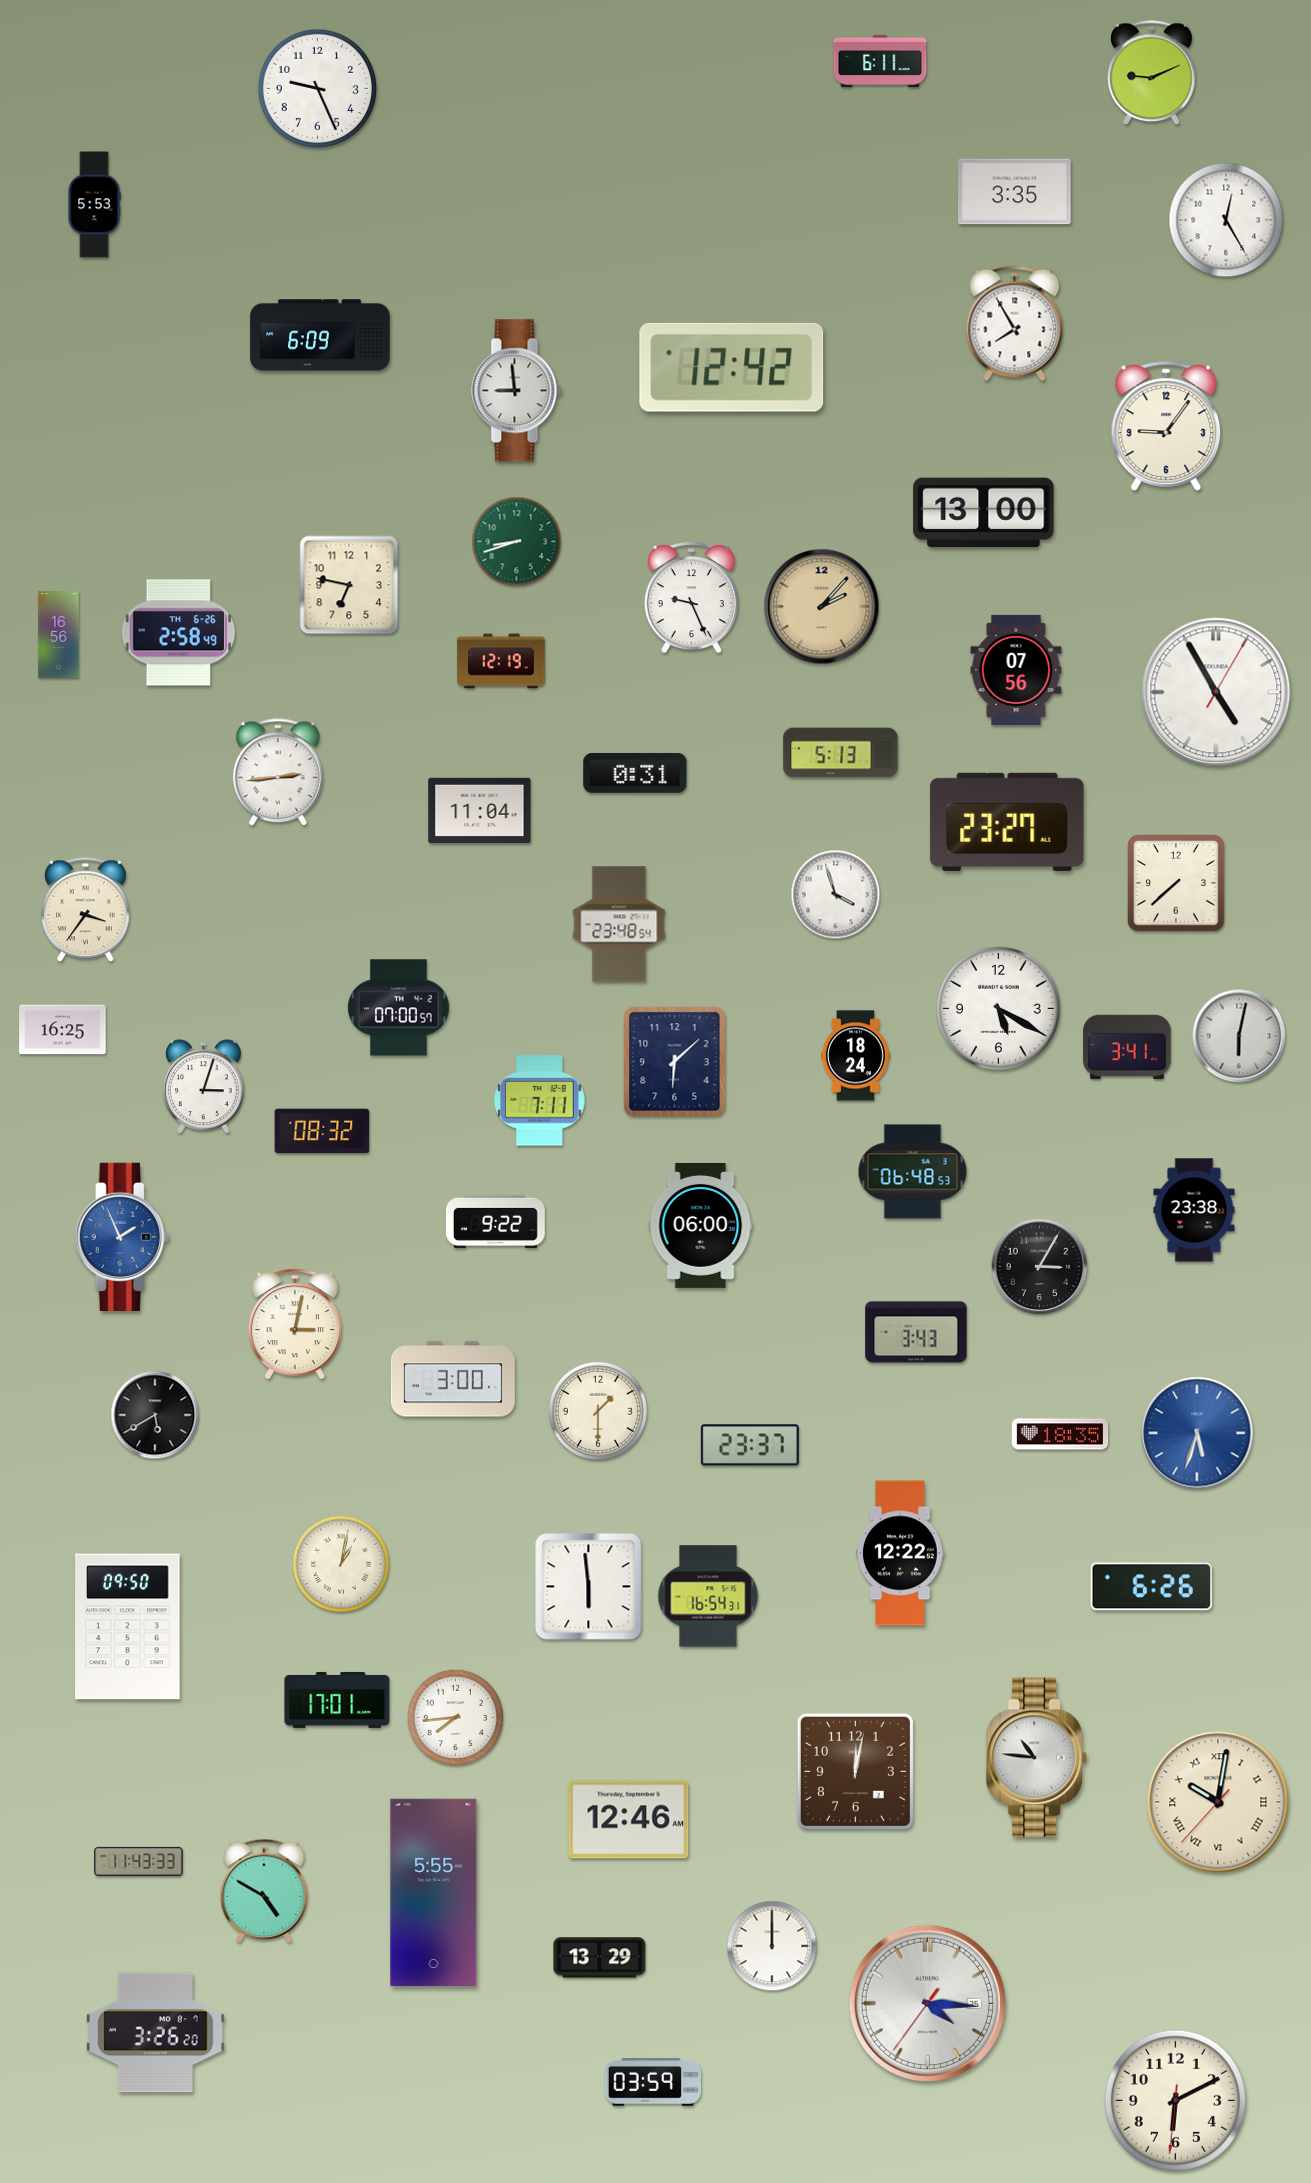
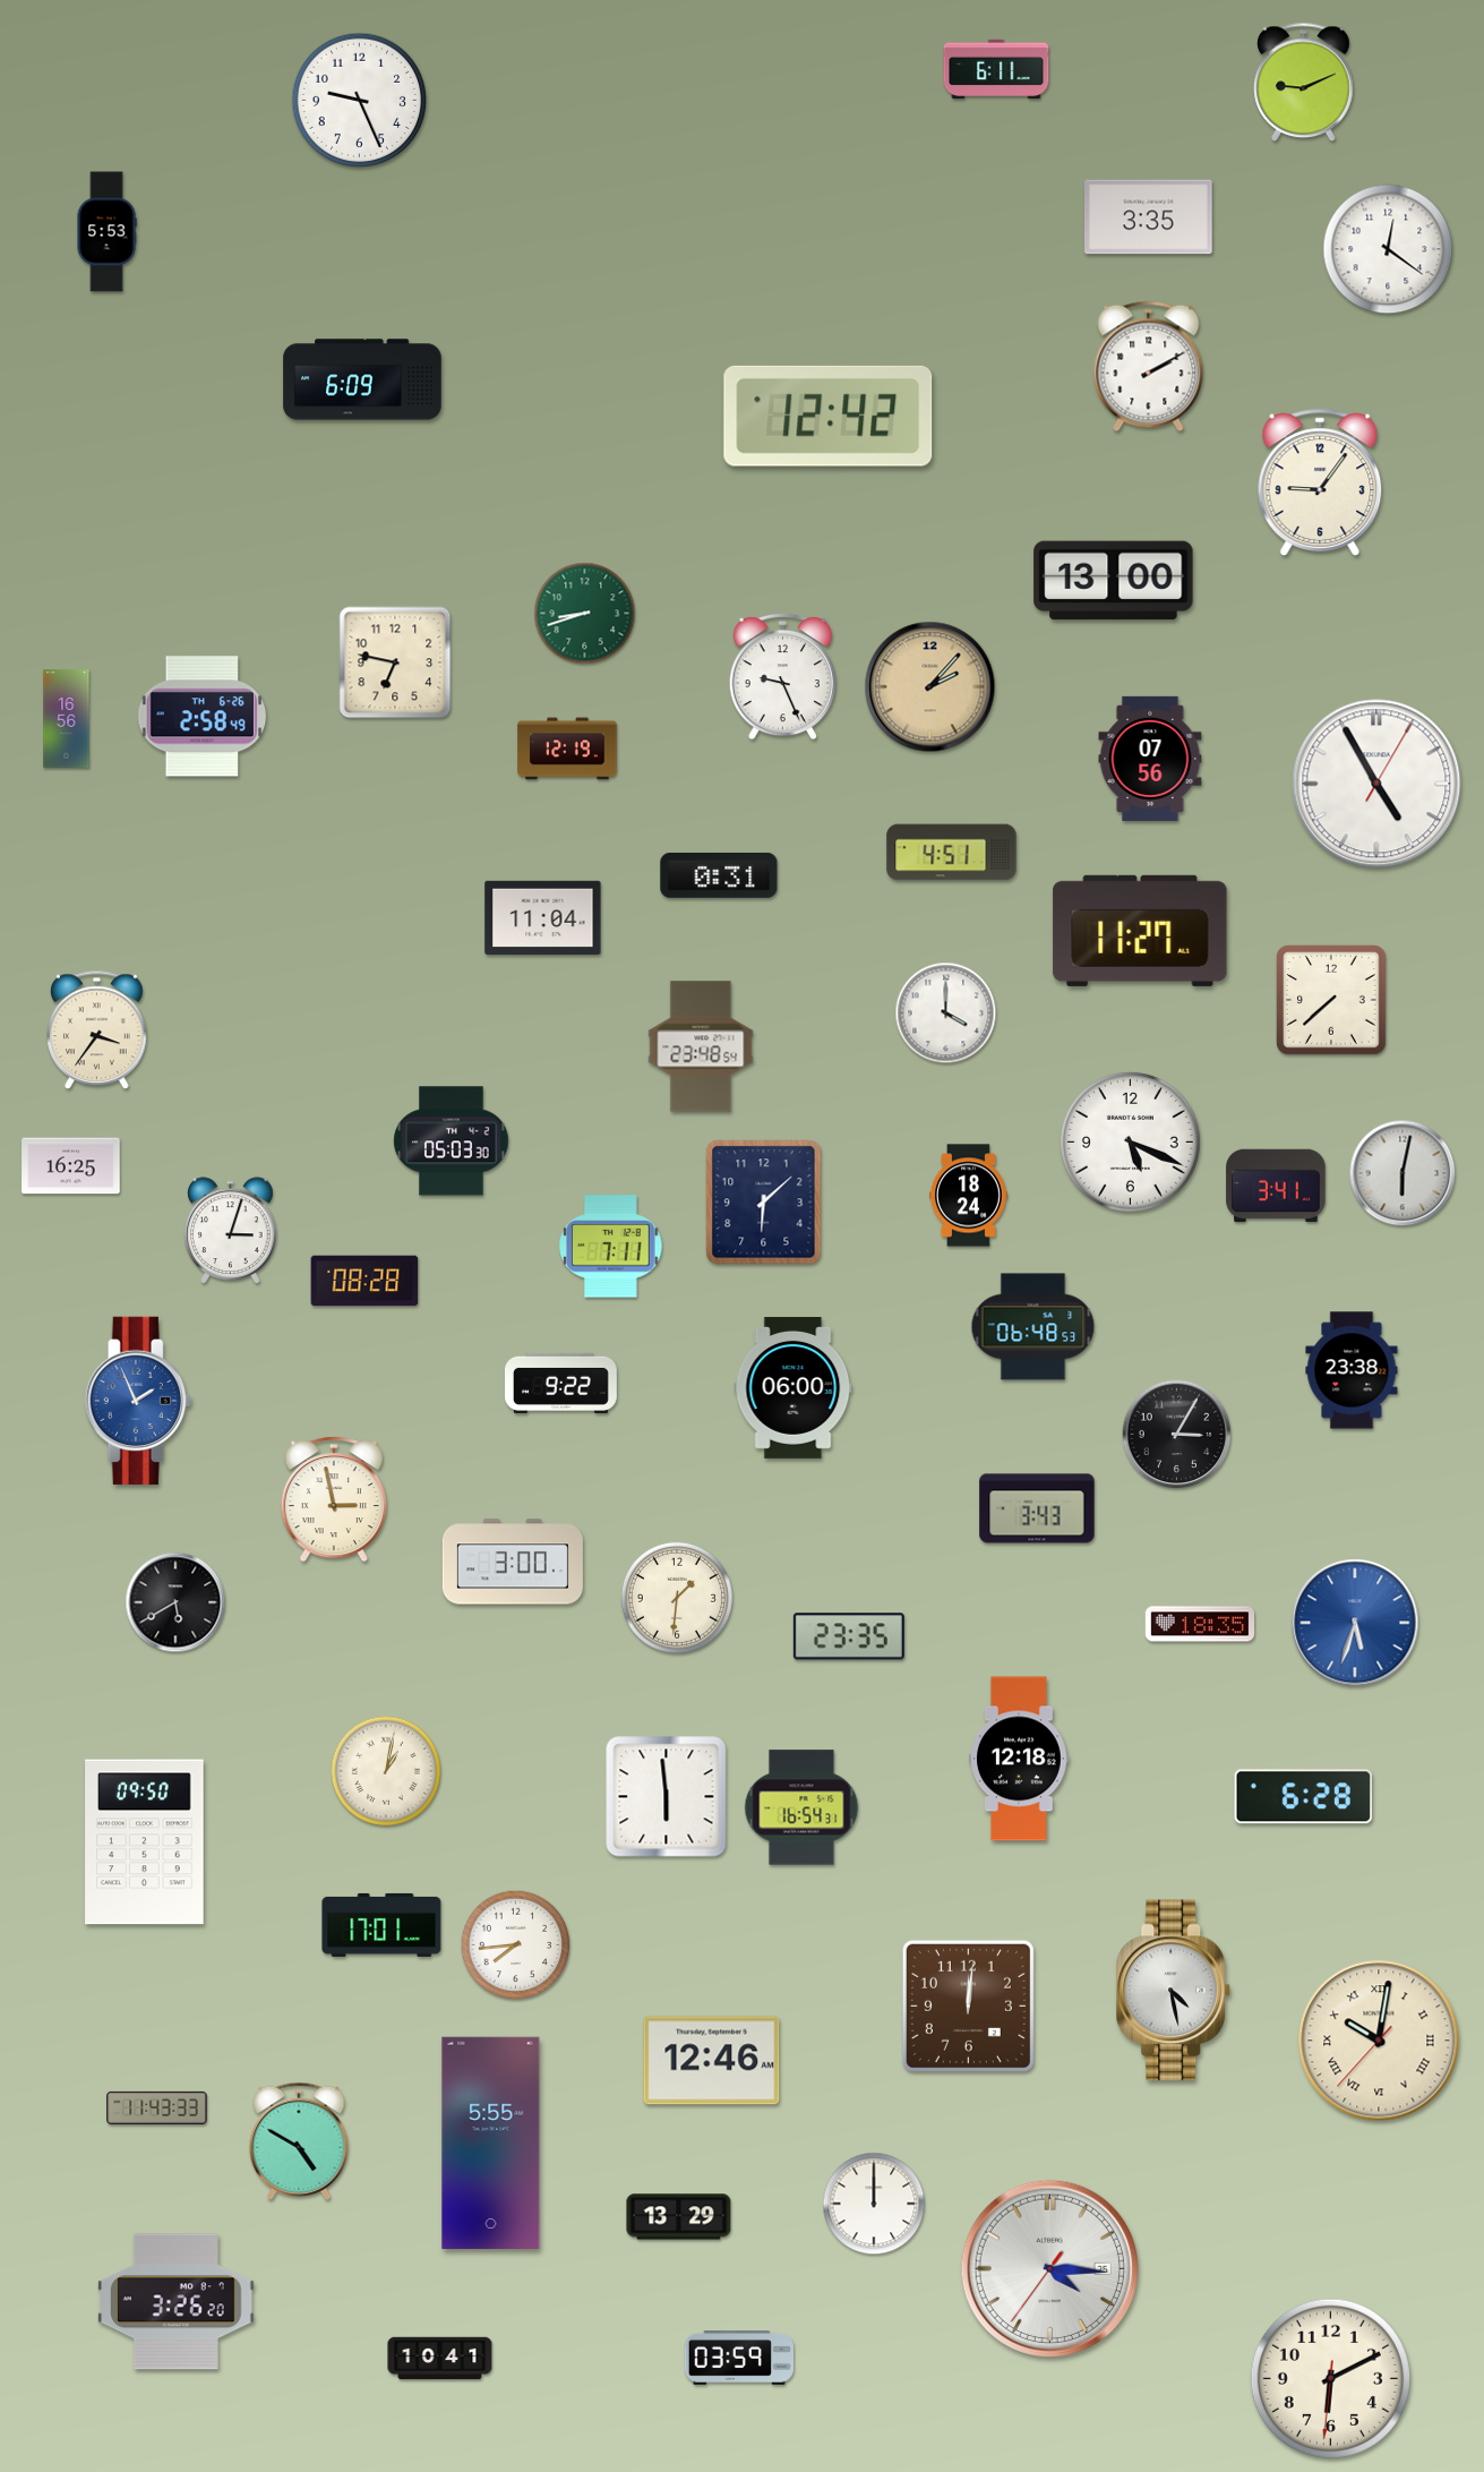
clock at (1226, 220): 12:25 -> 12:21
clock at (1015, 324): 7:55 -> 2:10
clock at (517, 391): 8:59 -> none
clock at (841, 753): 5:13 -> 4:51
clock at (278, 773): 2:44 -> none
clock at (1007, 822): 23:27 -> 11:27
clock at (836, 895): 3:57 -> 4:00
clock at (399, 1008): 07:00 -> 05:03
clock at (998, 1008): 5:20 -> 5:19
clock at (322, 1131): 08:32 -> 08:28
clock at (295, 1324): 3:02 -> 2:58
clock at (598, 1411): 1:30 -> 1:31
clock at (750, 1445): 23:37 -> 23:35
clock at (901, 1553): 12:22 -> 12:18
clock at (1151, 1587): 6:26 -> 6:28
clock at (1036, 1758): 10:46 -> 4:28
clock at (855, 1771): 12:02 -> 12:01
clock at (440, 2359): none -> 10:41
